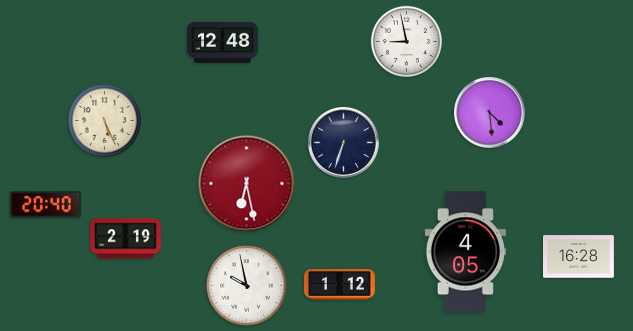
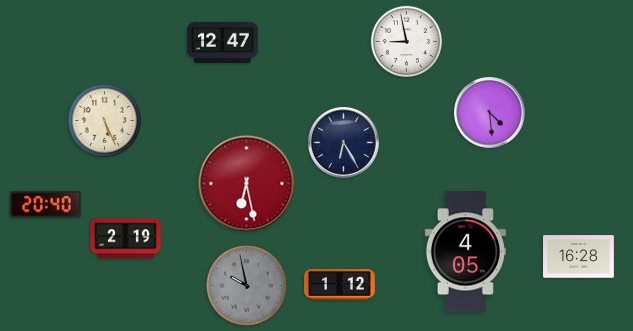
clock at (223, 42): 12:48 -> 12:47
clock at (344, 143): 6:33 -> 6:25
clock at (247, 286) dial: white -> grey
